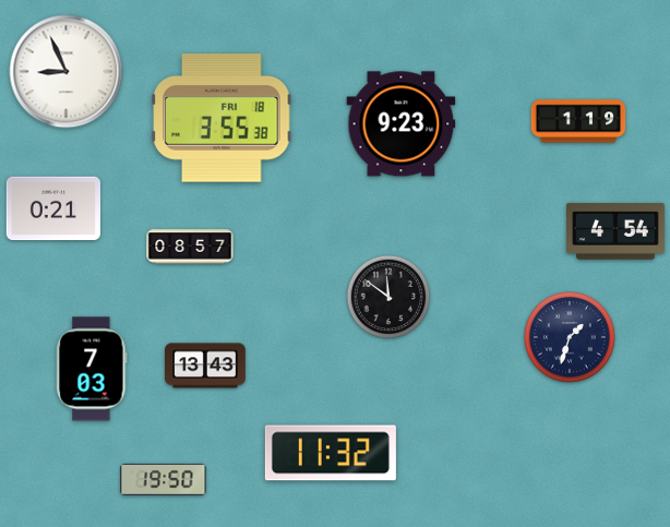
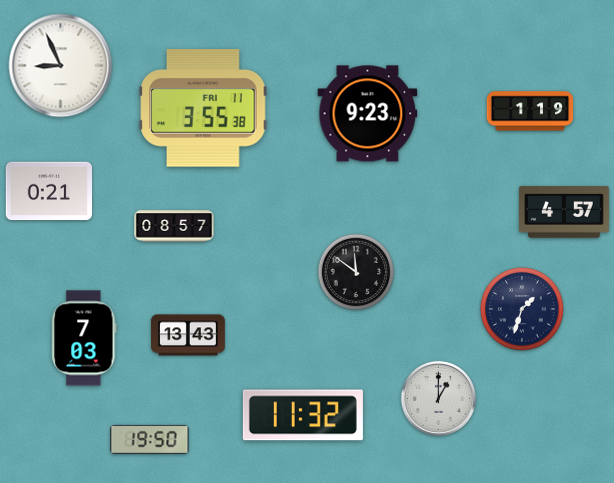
clock at (222, 118) date: FRI 18 -> FRI 11
clock at (615, 231): 4:54 -> 4:57
clock at (438, 398): none -> 1:00
